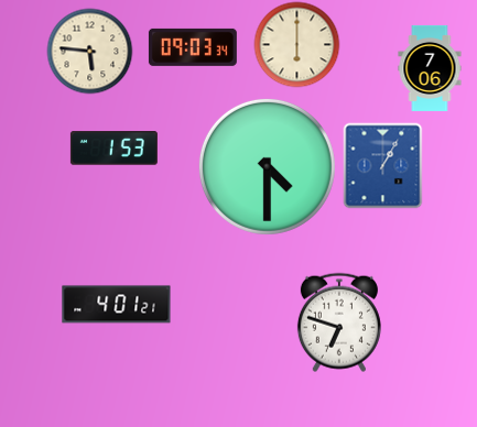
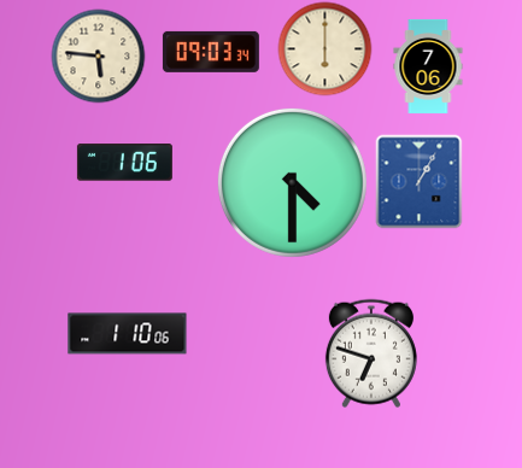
clock at (430, 68) position: (430, 68) -> (428, 66)
clock at (113, 149): 1:53 -> 1:06
clock at (117, 305): 4:01 -> 1:10
